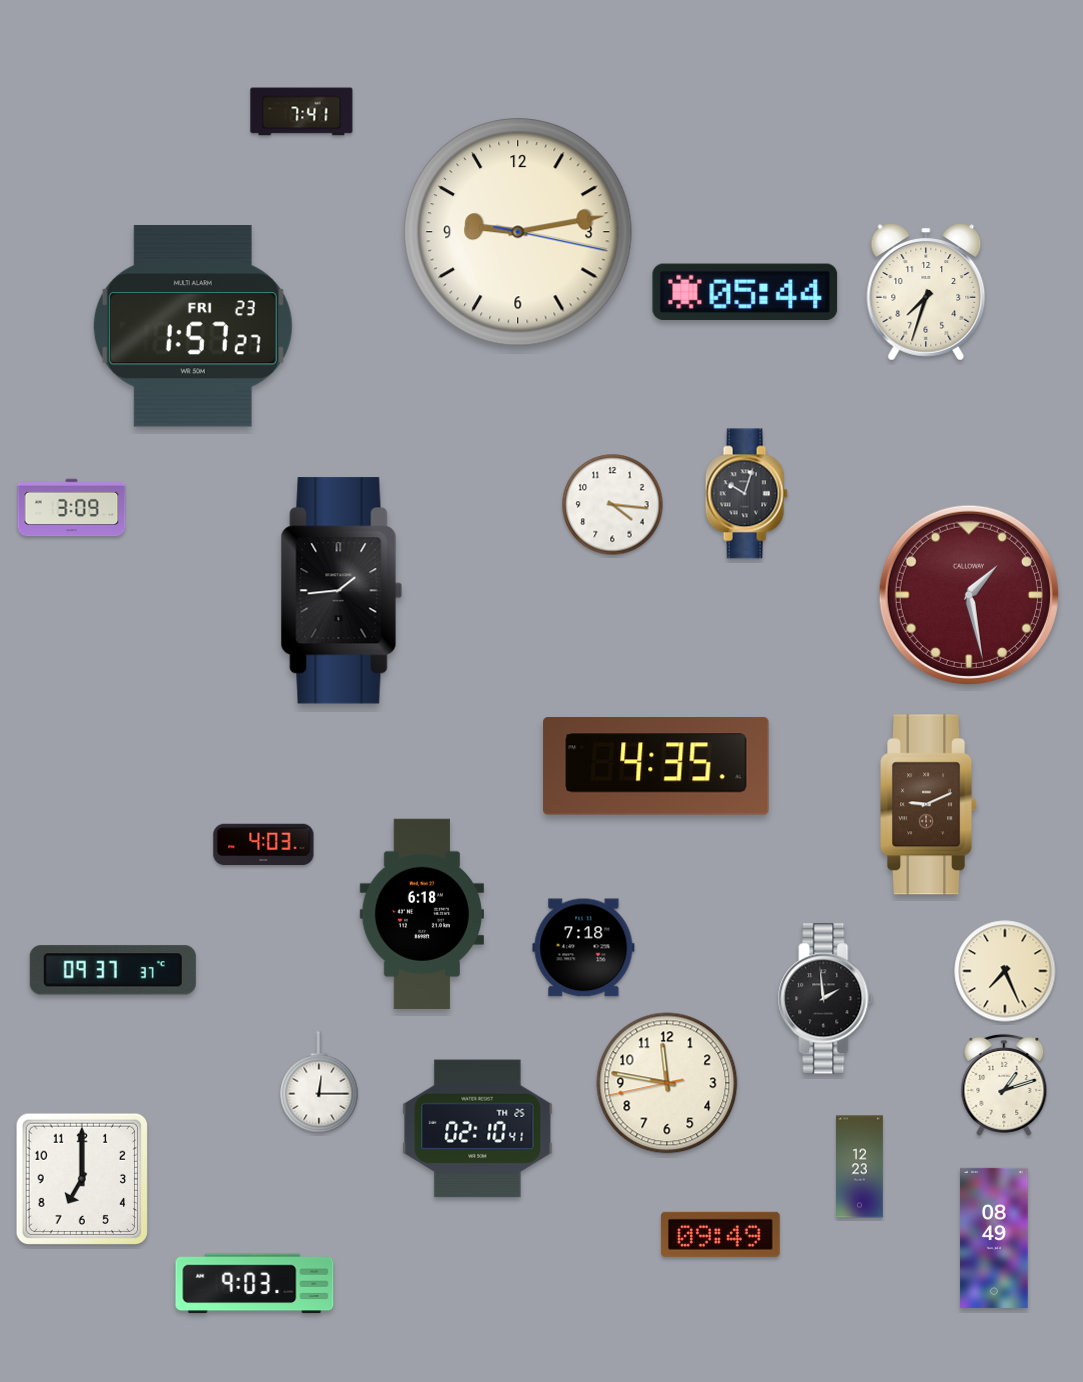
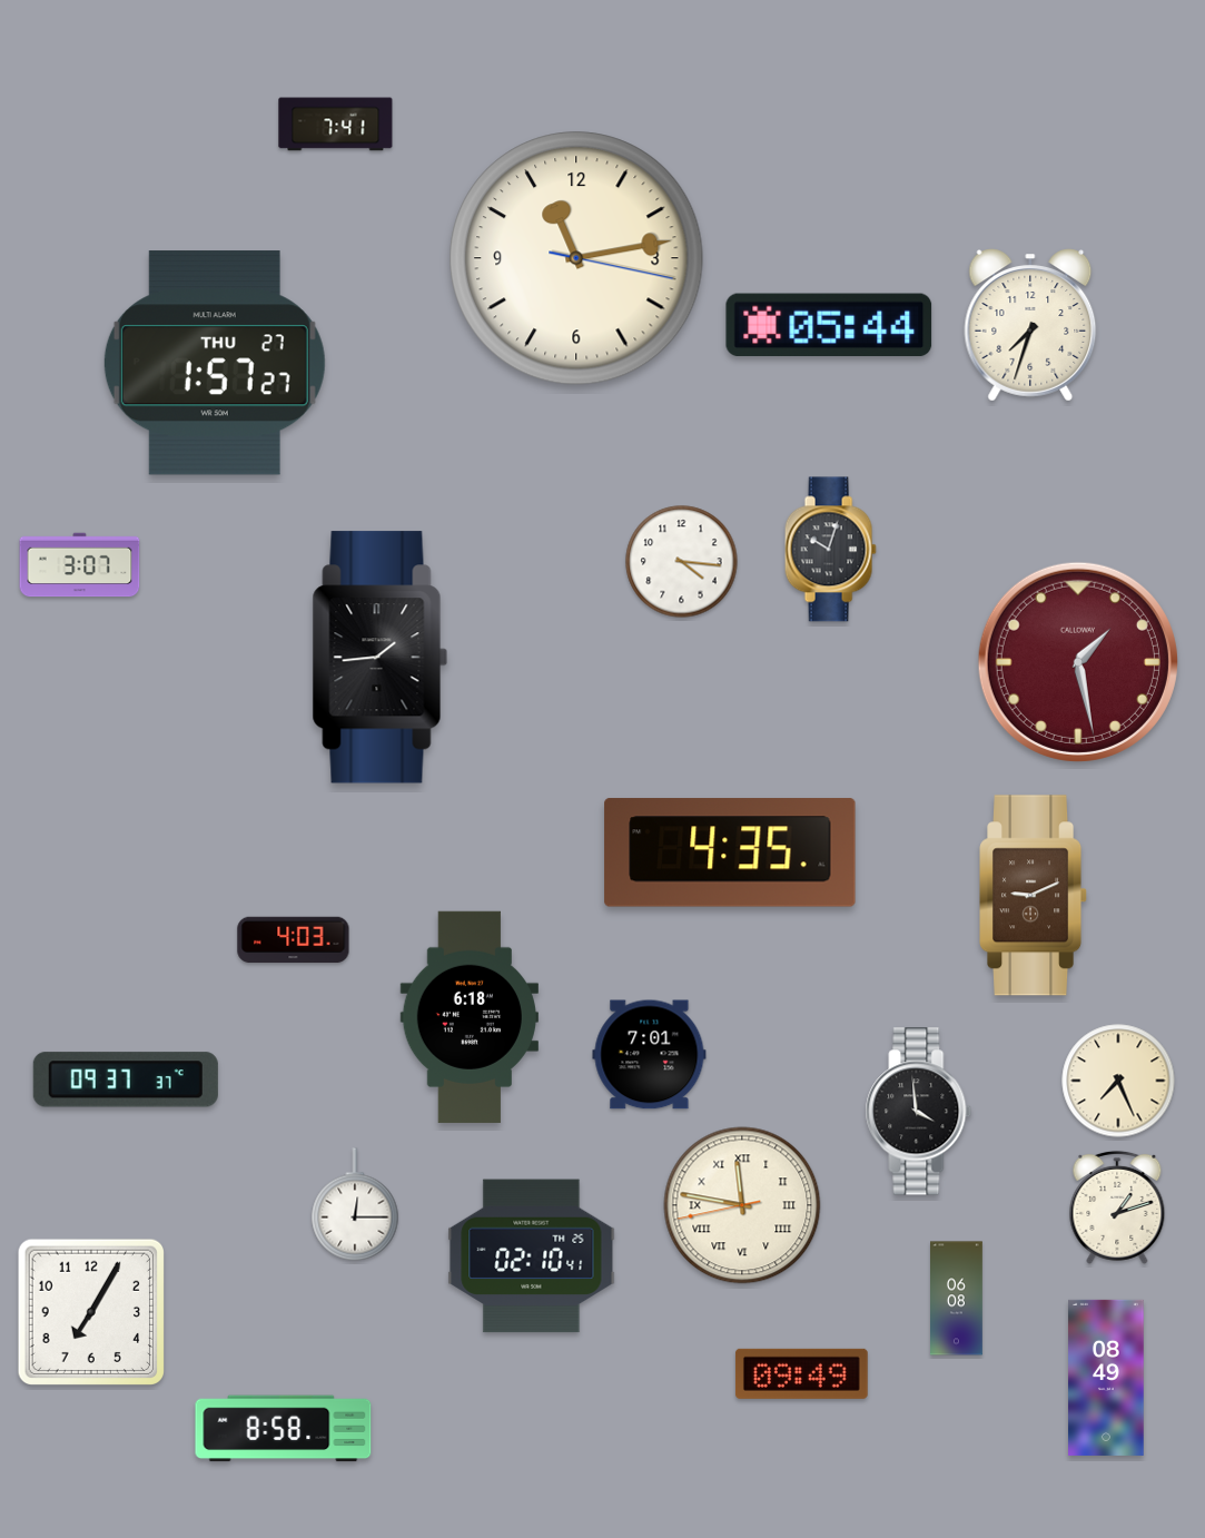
clock at (518, 232): 9:13 -> 11:13
clock at (193, 326) date: FRI 23 -> THU 27
clock at (72, 508): 3:09 -> 3:07
clock at (584, 948): 7:18 -> 7:01
clock at (826, 999): 1:59 -> 3:59
clock at (667, 1083) numerals: Arabic -> Roman
clock at (860, 1167): 12:23 -> 06:08
clock at (81, 1178): 7:00 -> 7:05
clock at (255, 1284): 9:03 -> 8:58
